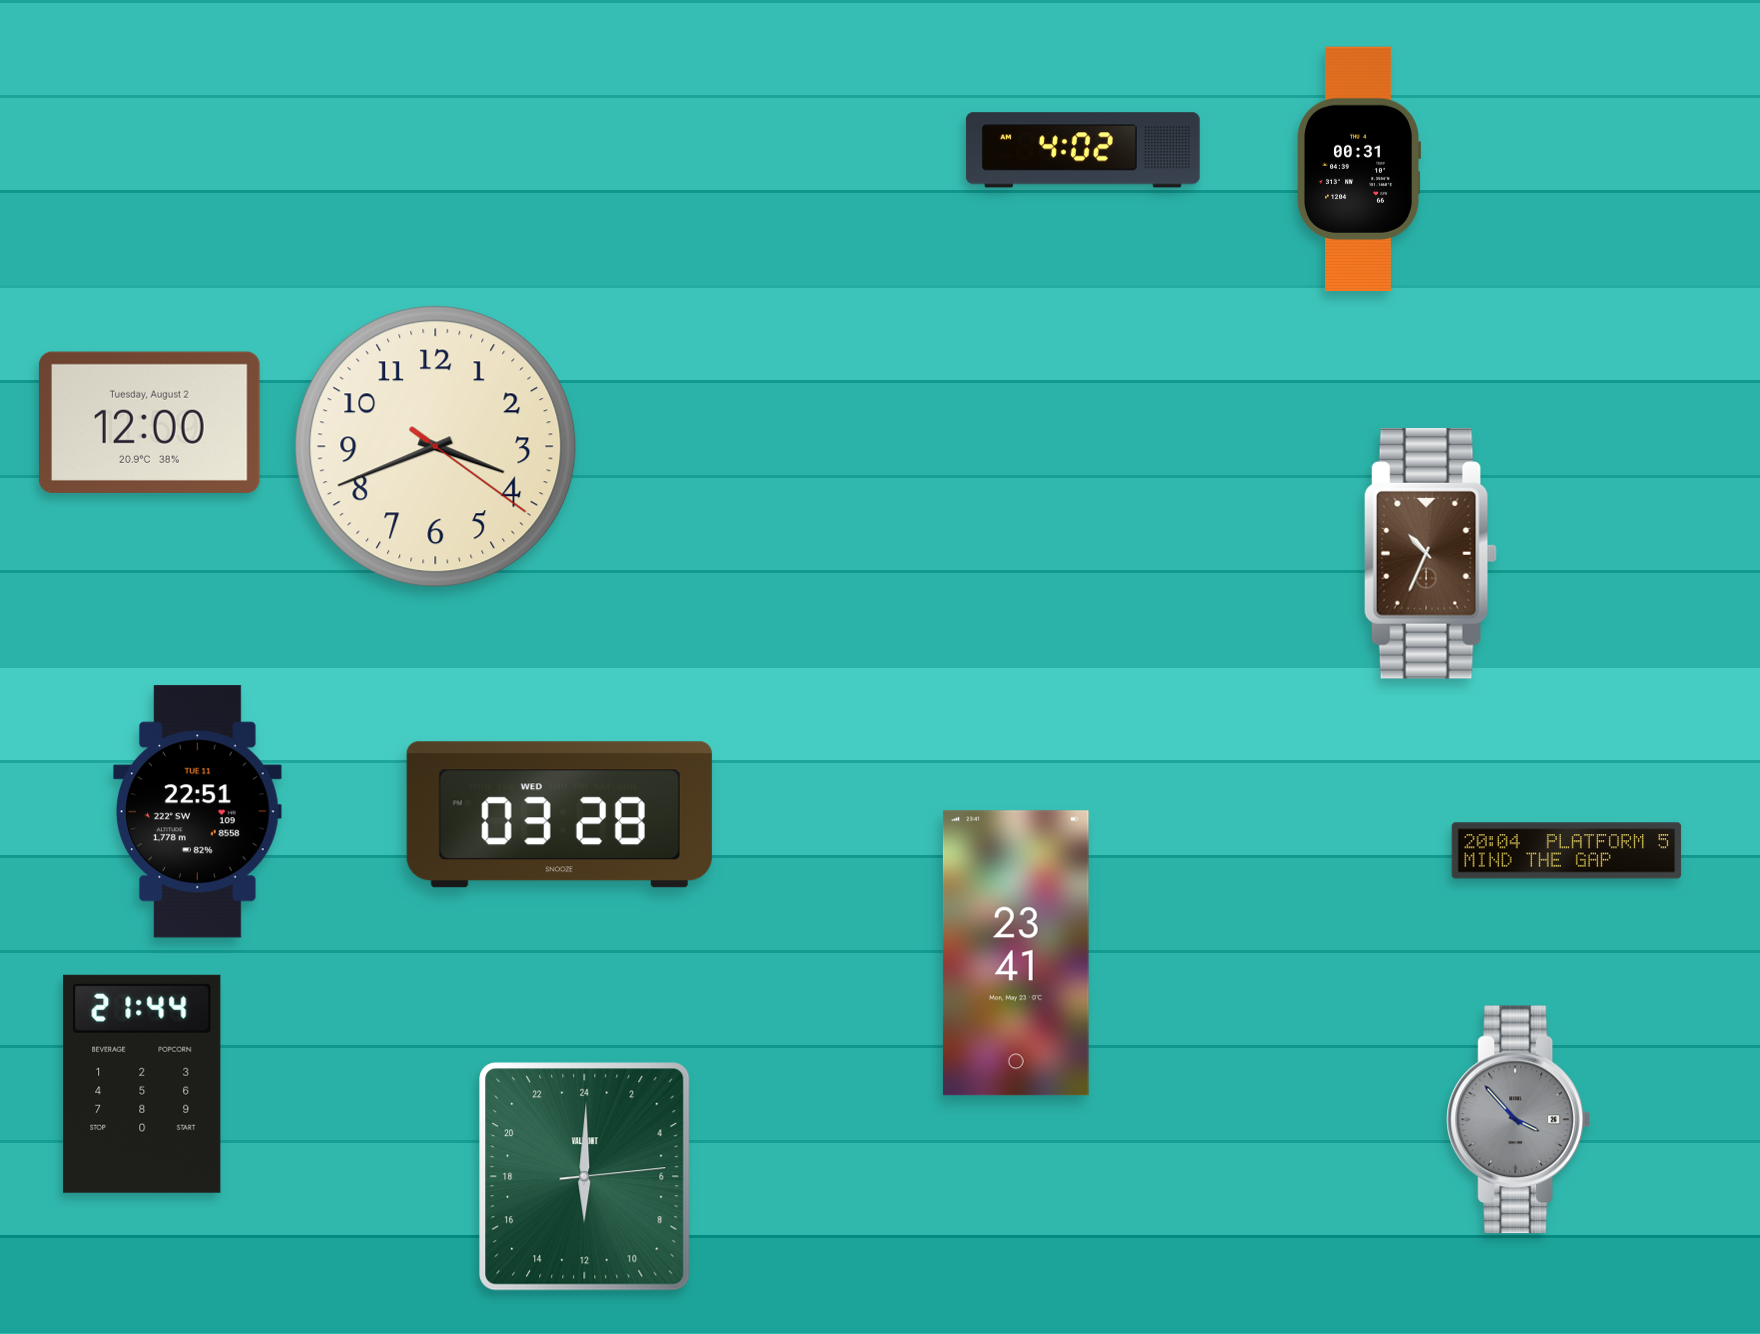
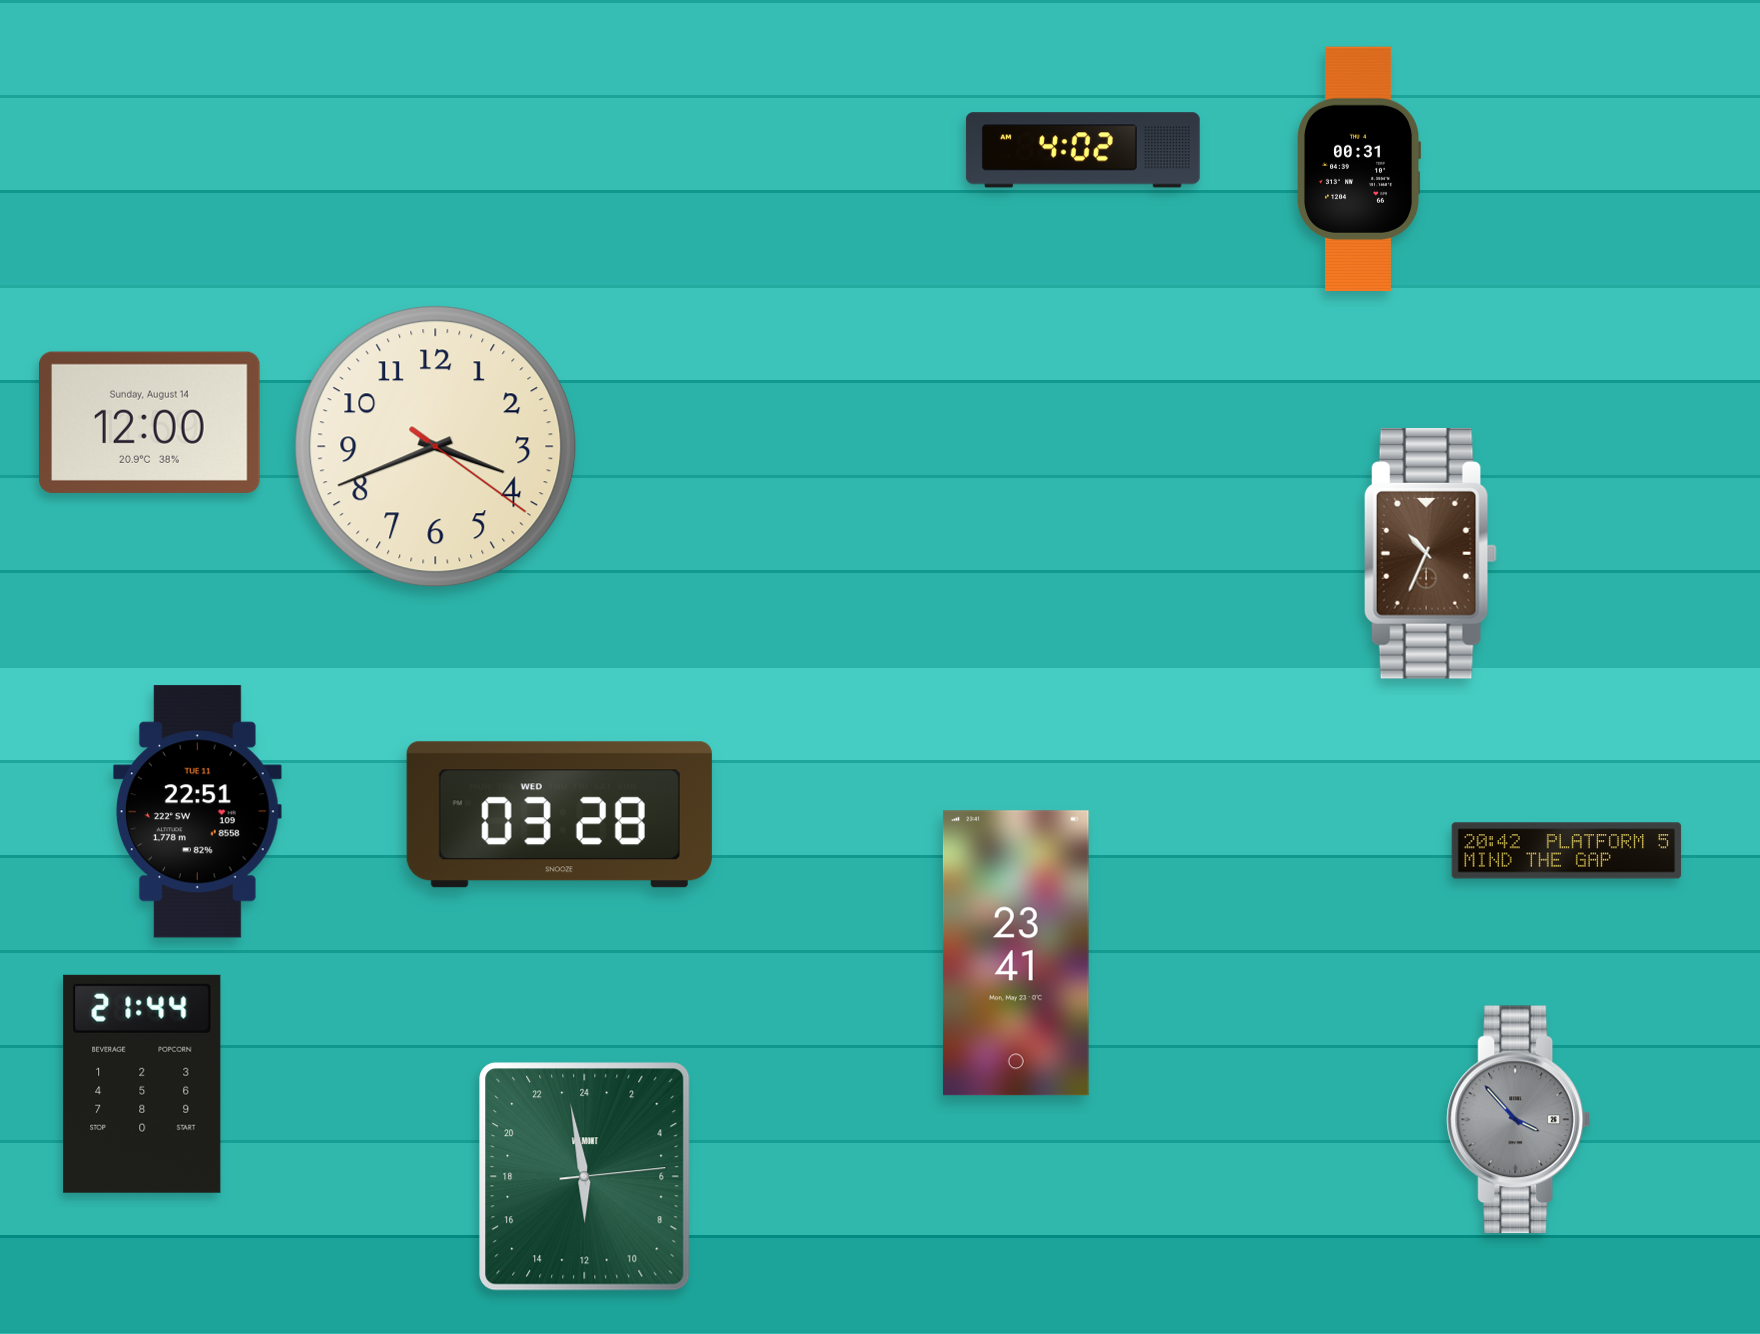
clock at (150, 422) date: Tuesday, August 2 -> Sunday, August 14
clock at (1567, 851): 20:04 -> 20:42
clock at (585, 1177): 12:00 -> 11:58
